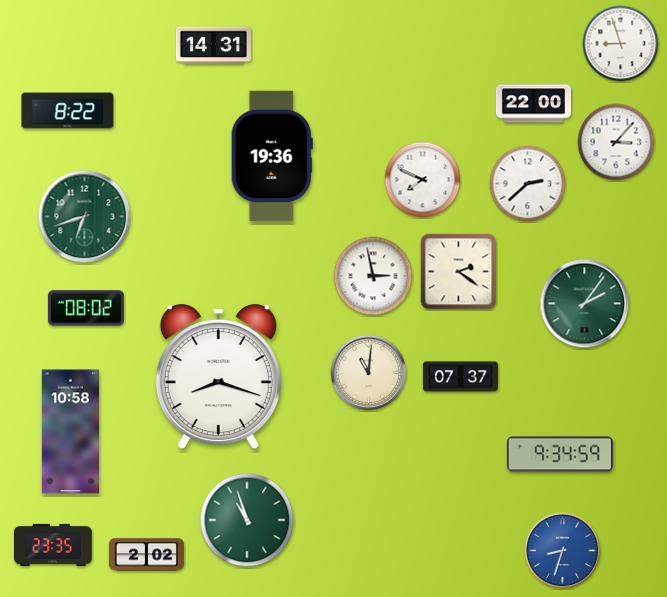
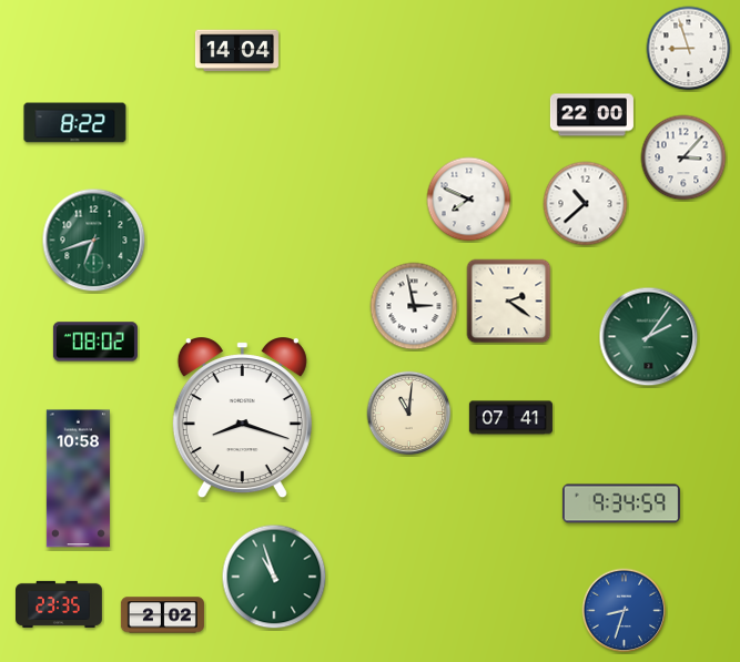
clock at (213, 46): 14:31 -> 14:04
clock at (272, 156): 19:36 -> none
clock at (528, 184): 2:38 -> 10:38
clock at (460, 377): 07:37 -> 07:41
